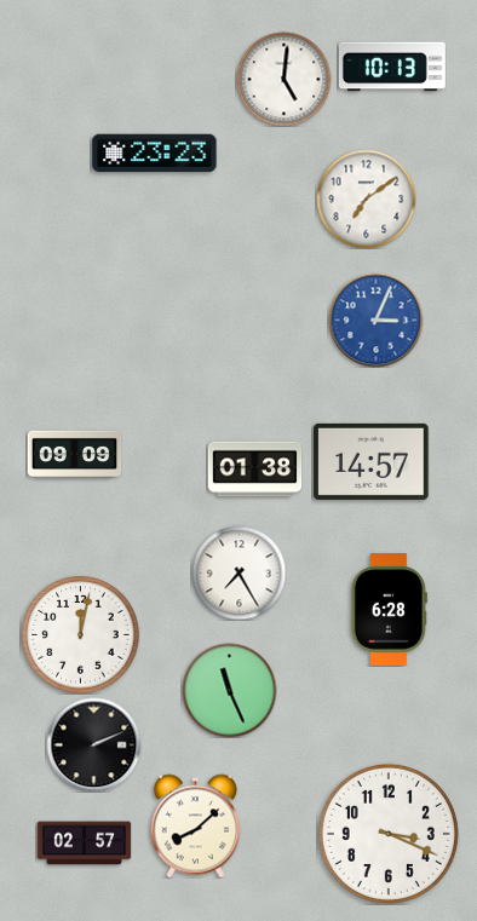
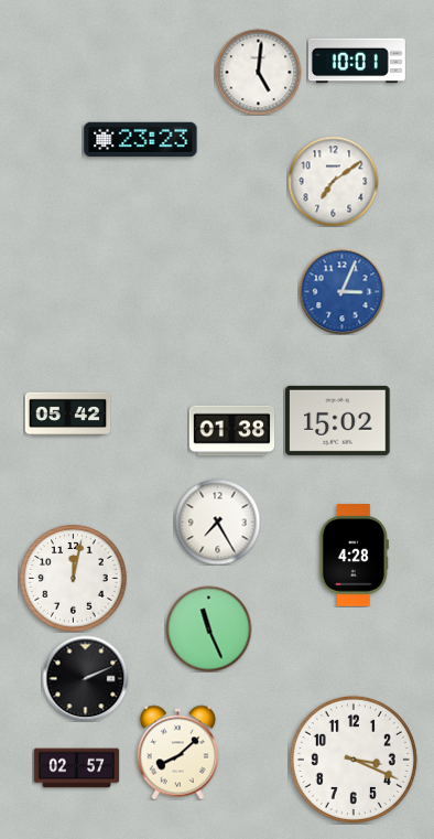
clock at (392, 67): 10:13 -> 10:01
clock at (74, 454): 09:09 -> 05:42
clock at (372, 461): 14:57 -> 15:02
clock at (254, 470) position: (254, 470) -> (231, 431)
clock at (389, 610): 6:28 -> 4:28
